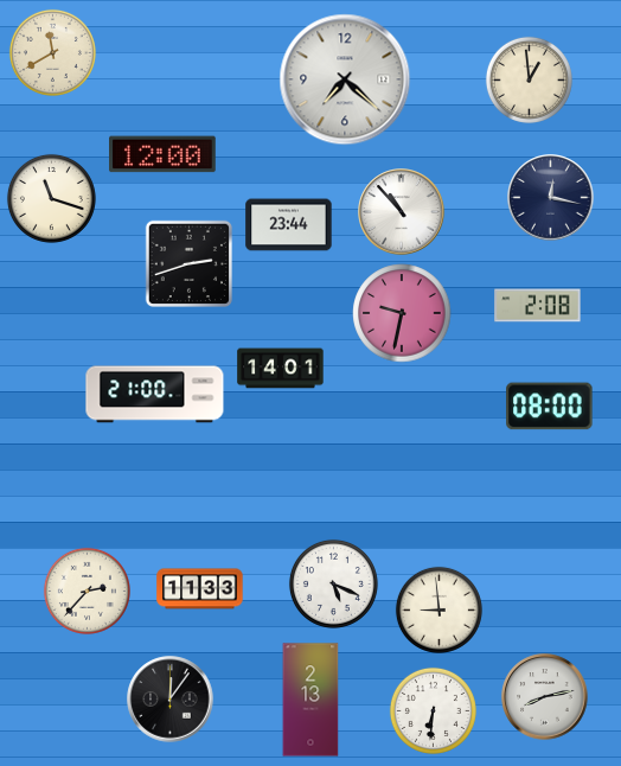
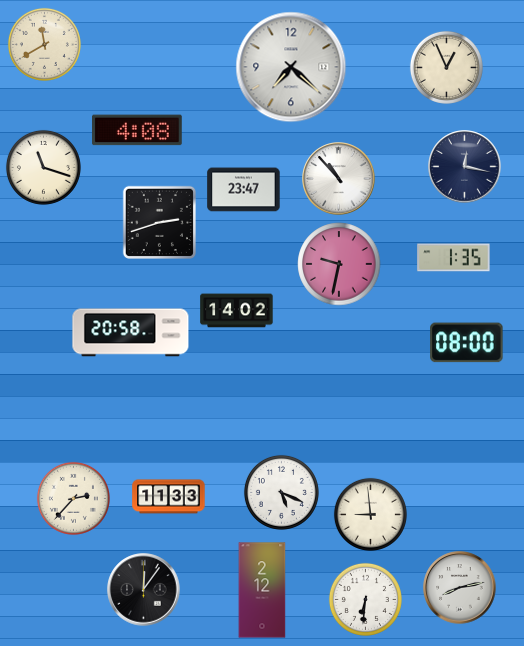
clock at (529, 79): 12:59 -> 12:56
clock at (164, 154): 12:00 -> 4:08
clock at (289, 225): 23:44 -> 23:47
clock at (538, 306): 2:08 -> 1:35
clock at (281, 369): 14:01 -> 14:02
clock at (155, 395): 21:00 -> 20:58
clock at (550, 407) position: (550, 407) -> (467, 343)
clock at (310, 700): 2:13 -> 2:12
